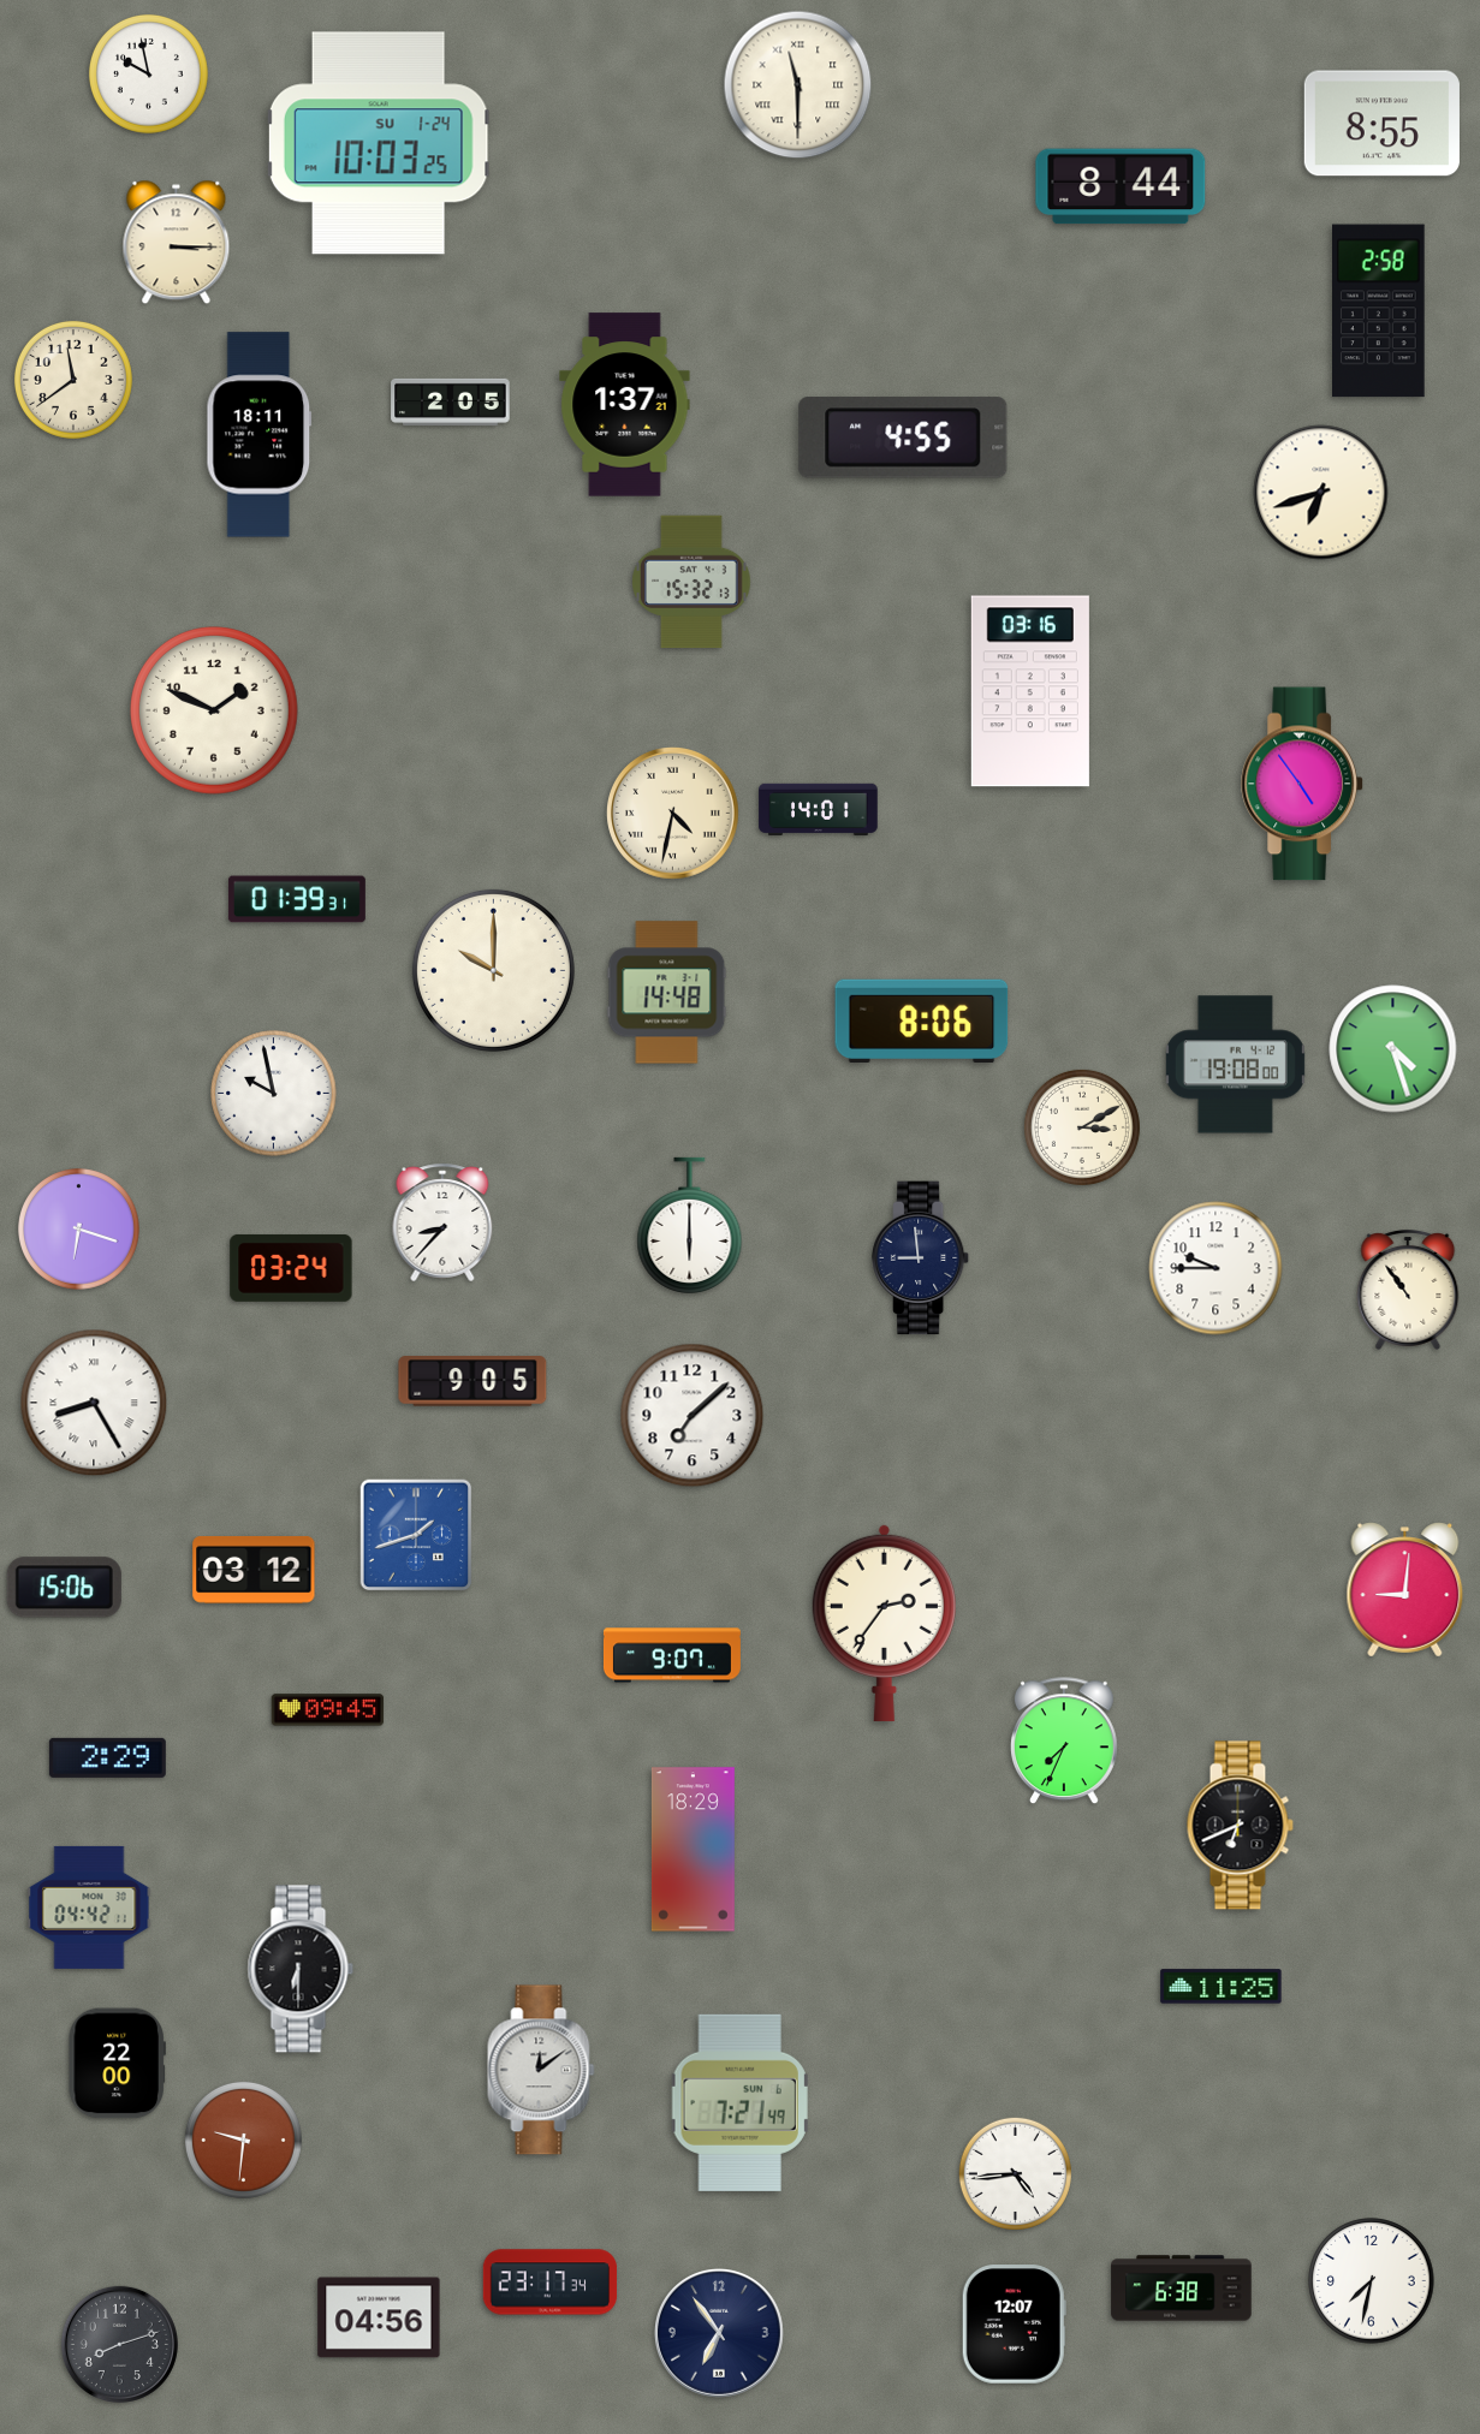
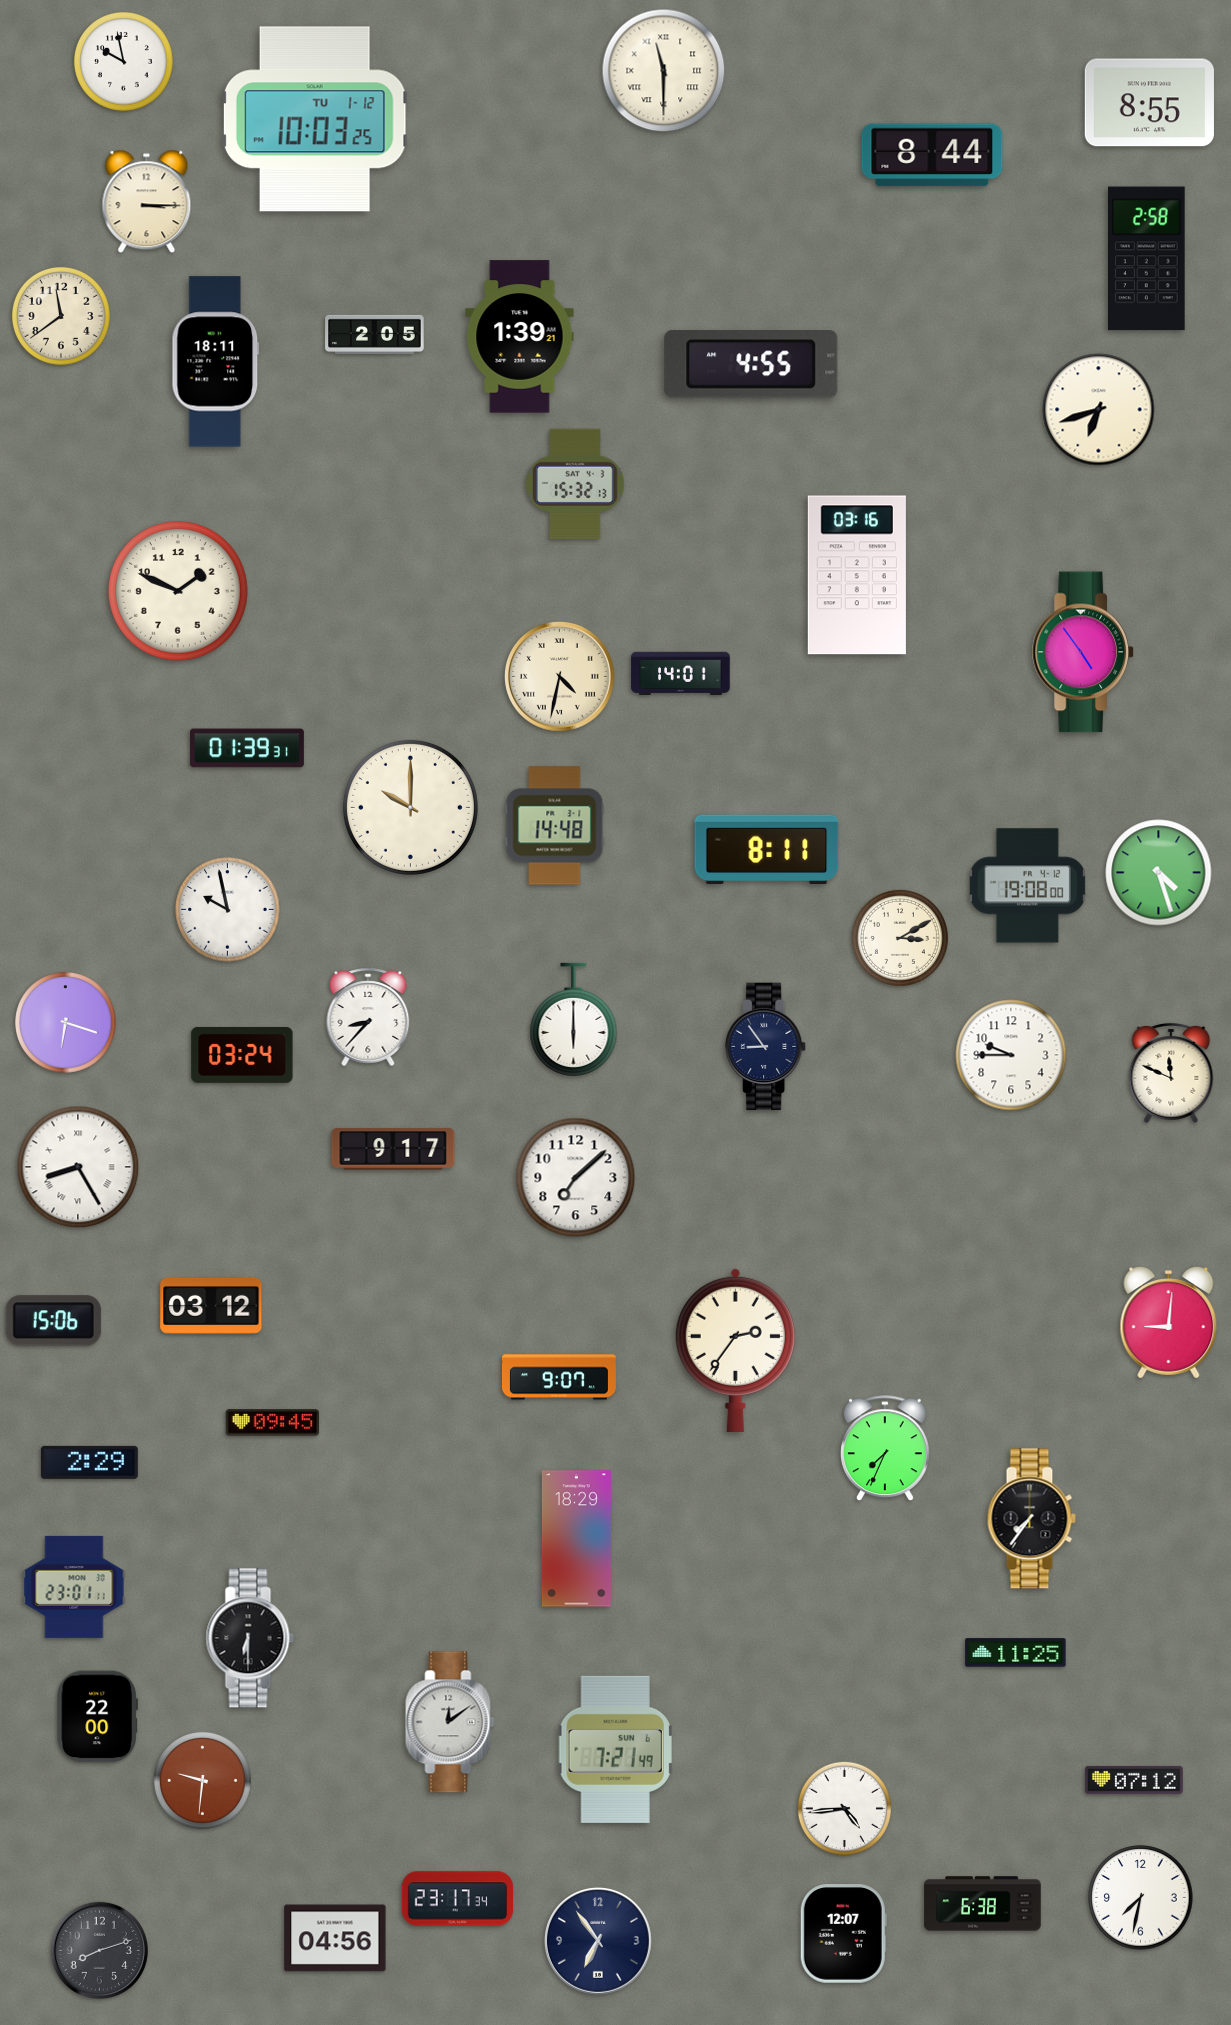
clock at (379, 143) date: SU 1-24 -> TU 1-12
clock at (625, 405): 1:37 -> 1:39
clock at (922, 1022): 8:06 -> 8:11
clock at (922, 1258): 8:59 -> 8:54
clock at (1408, 1290): 10:54 -> 11:49
clock at (472, 1381): 9:05 -> 9:17
clock at (416, 1535): 1:42 -> none
clock at (1240, 1826): 6:41 -> 7:36
clock at (89, 1908): 04:42 -> 23:01
clock at (1135, 1780): none -> 07:12
clock at (379, 2317) position: (379, 2317) -> (335, 1938)
